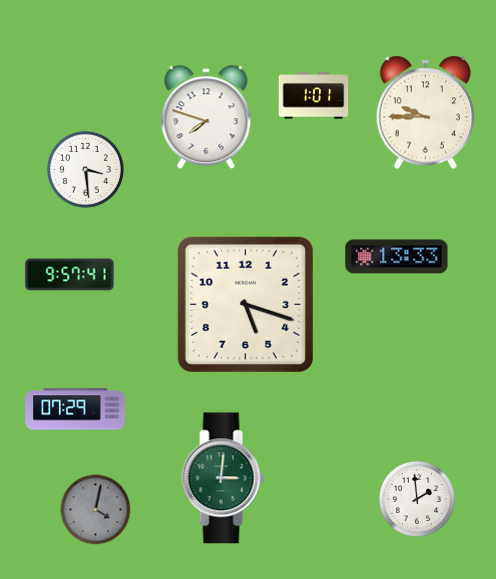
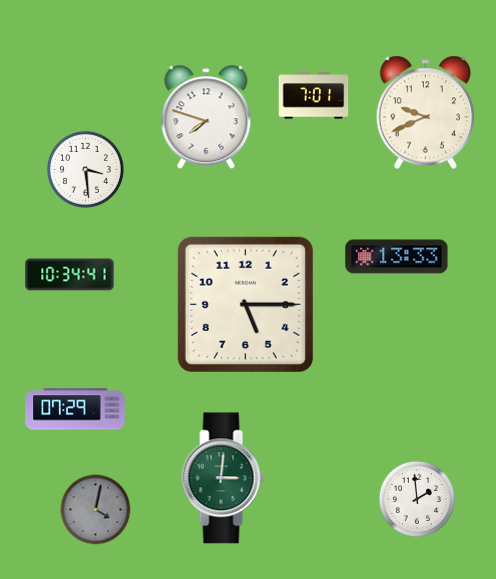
clock at (314, 96): 1:01 -> 7:01
clock at (426, 113): 9:45 -> 9:41
clock at (70, 275): 9:57 -> 10:34
clock at (245, 304): 5:18 -> 5:15
